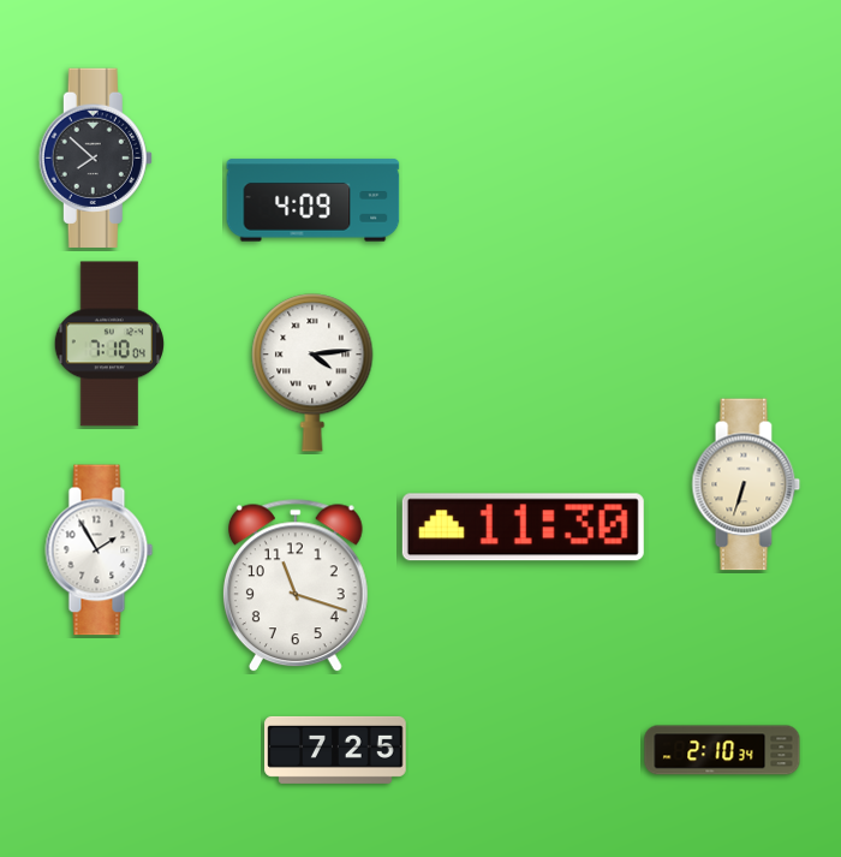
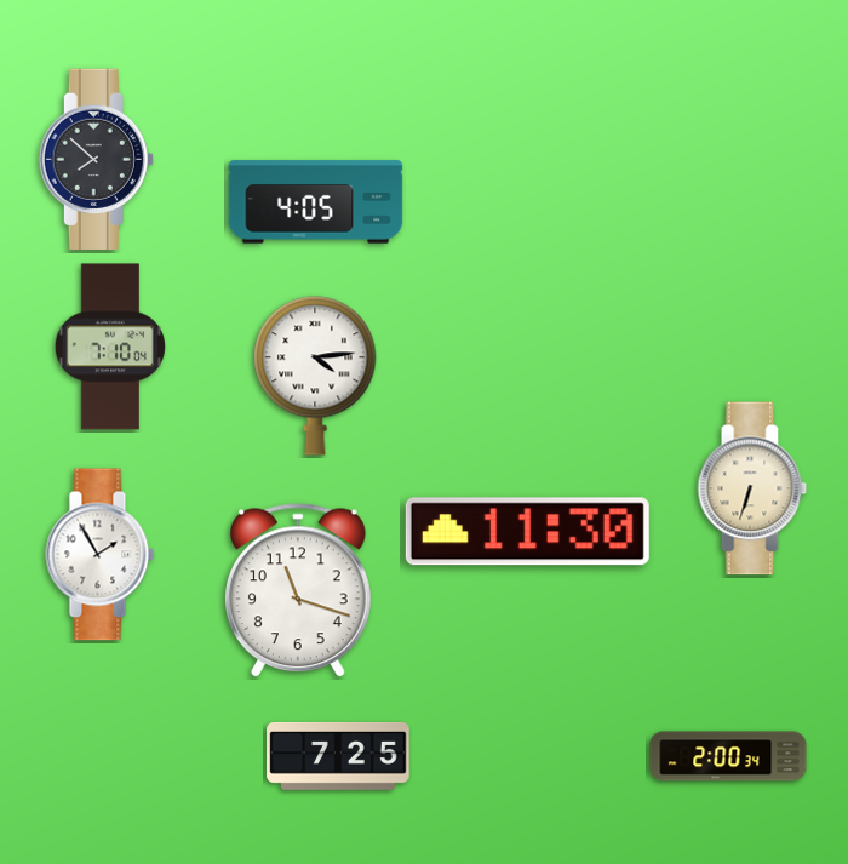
clock at (314, 201): 4:09 -> 4:05
clock at (722, 750): 2:10 -> 2:00
